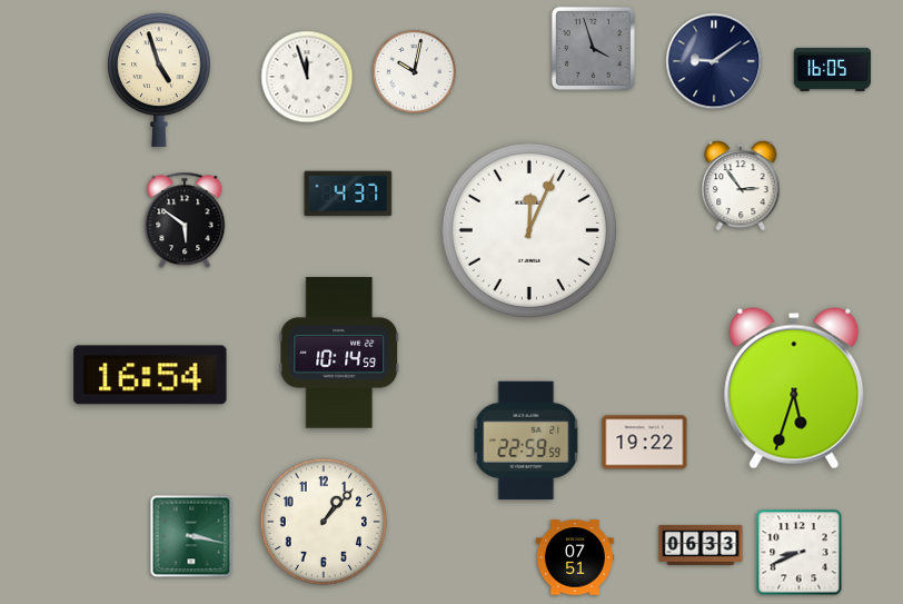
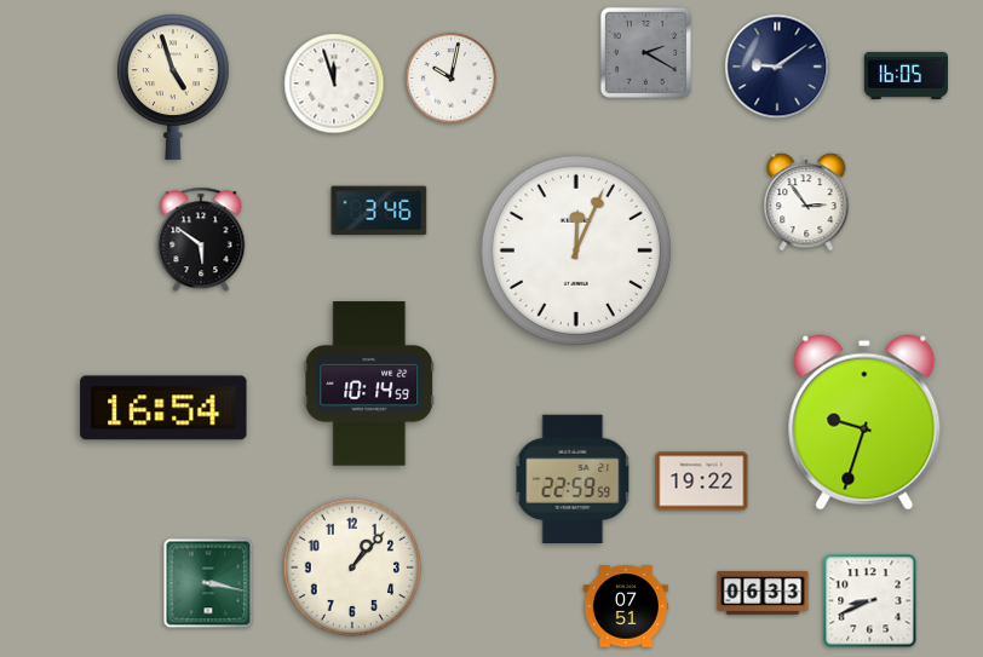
clock at (593, 48): 3:57 -> 2:20
clock at (348, 194): 4:37 -> 3:46
clock at (794, 388): 5:33 -> 9:33
